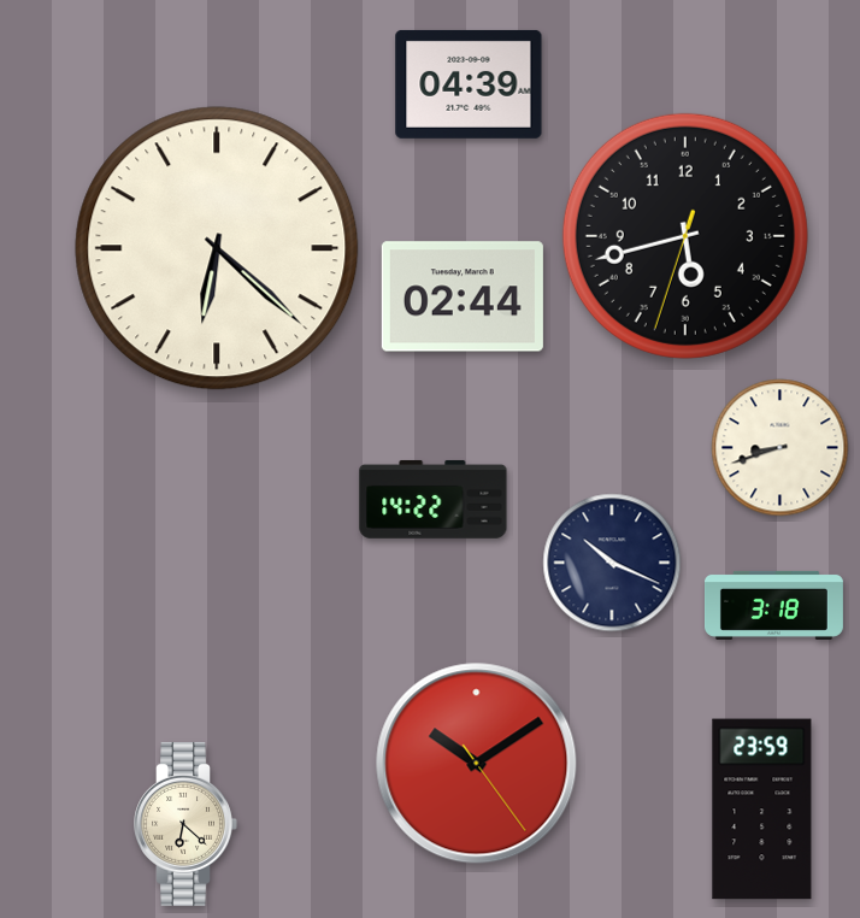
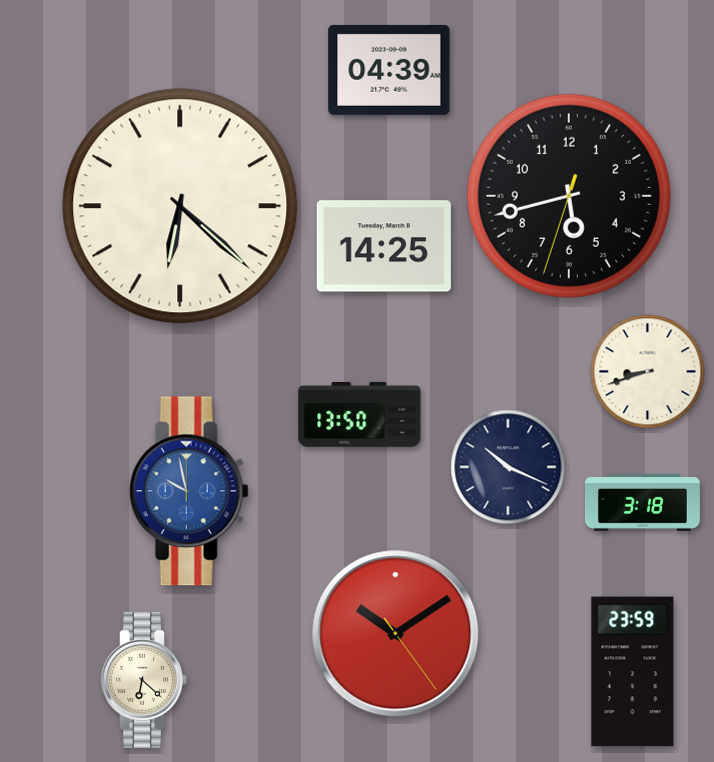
clock at (463, 296): 02:44 -> 14:25
clock at (434, 499): 14:22 -> 13:50
clock at (189, 491): none -> 9:58
clock at (185, 824) position: (185, 824) -> (144, 680)
